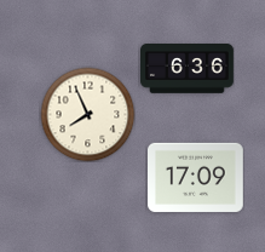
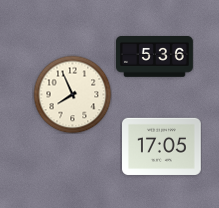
clock at (188, 69): 6:36 -> 5:36
clock at (196, 177): 17:09 -> 17:05
